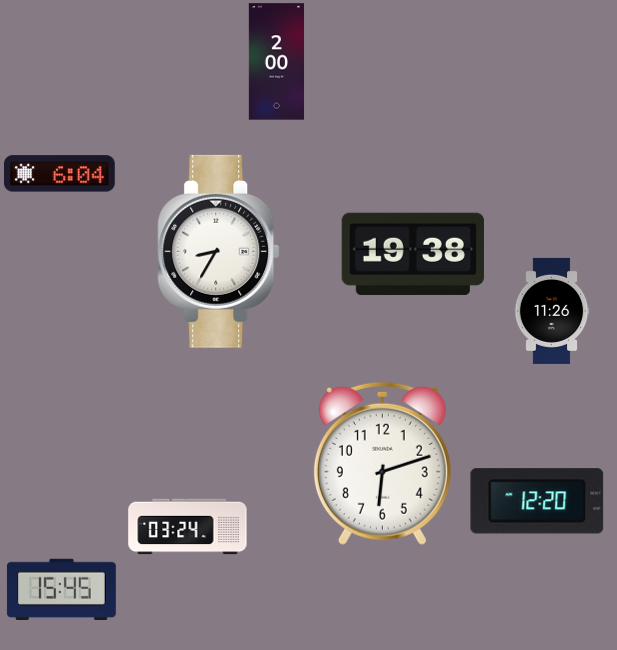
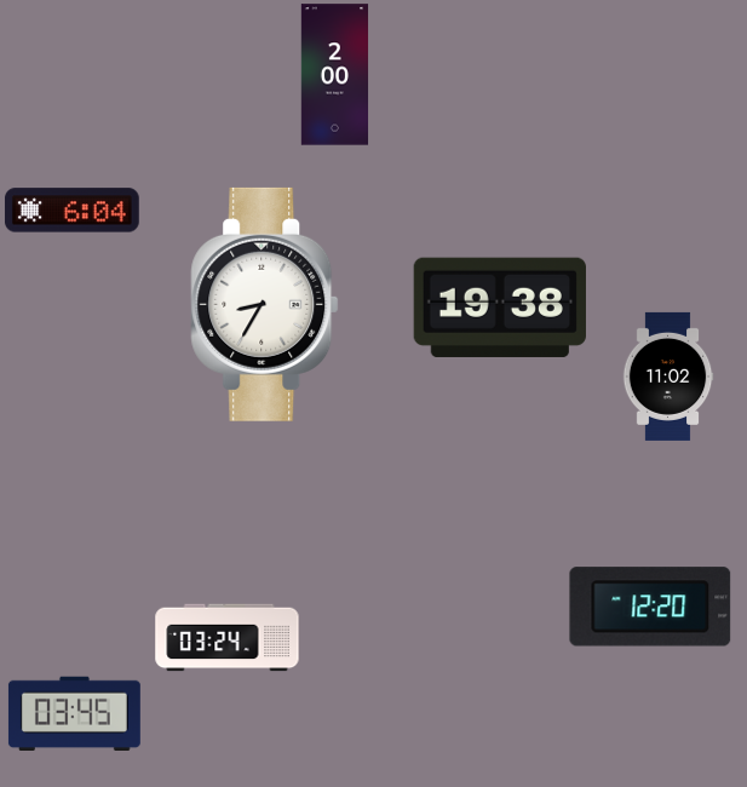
clock at (552, 311): 11:26 -> 11:02
clock at (382, 463): 6:12 -> none
clock at (61, 589): 15:45 -> 03:45
